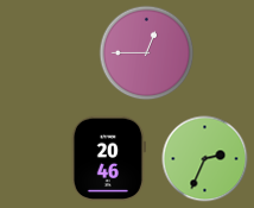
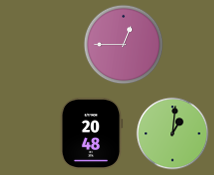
clock at (108, 159): 20:46 -> 20:48
clock at (205, 159): 2:34 -> 1:01
